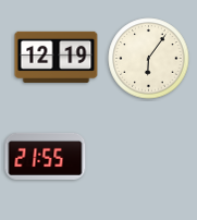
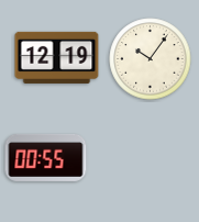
clock at (149, 59): 6:06 -> 10:06
clock at (46, 156): 21:55 -> 00:55
